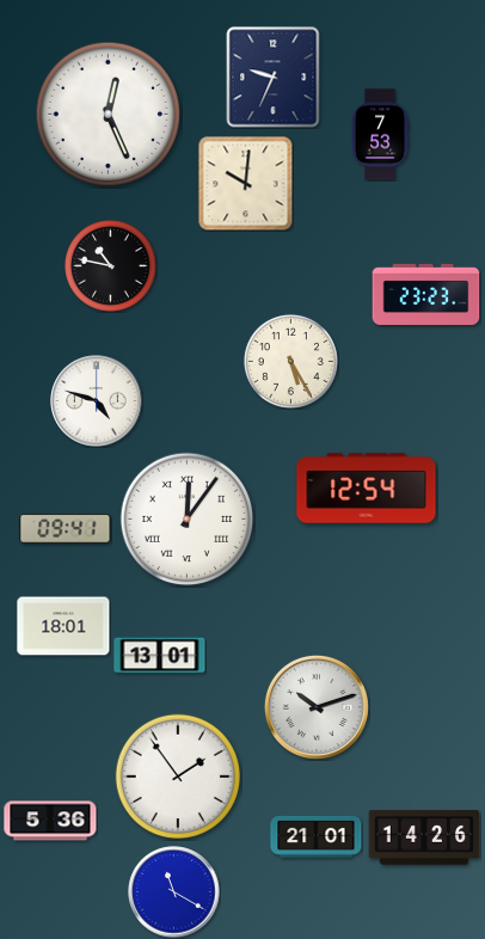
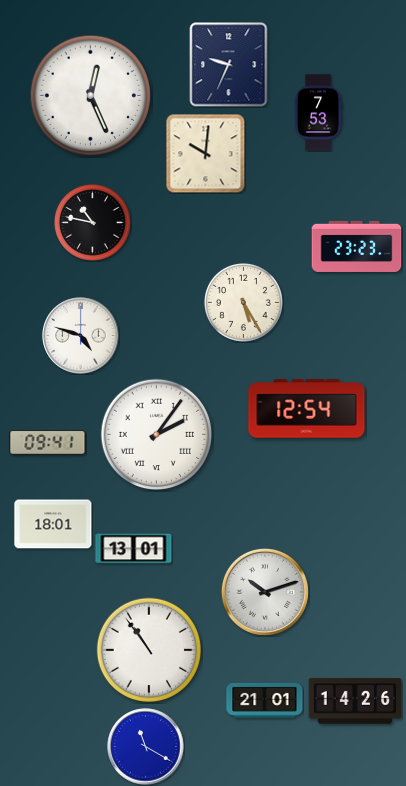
clock at (188, 520): 12:06 -> 2:06
clock at (66, 529) position: (66, 529) -> (48, 443)
clock at (177, 775): 1:54 -> 10:54
clock at (50, 821): 5:36 -> none
